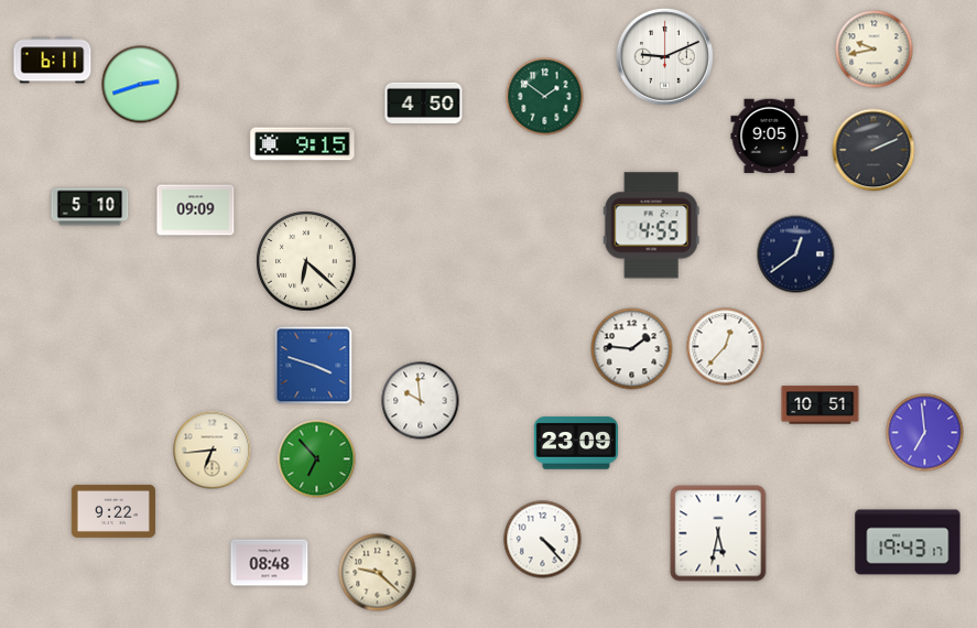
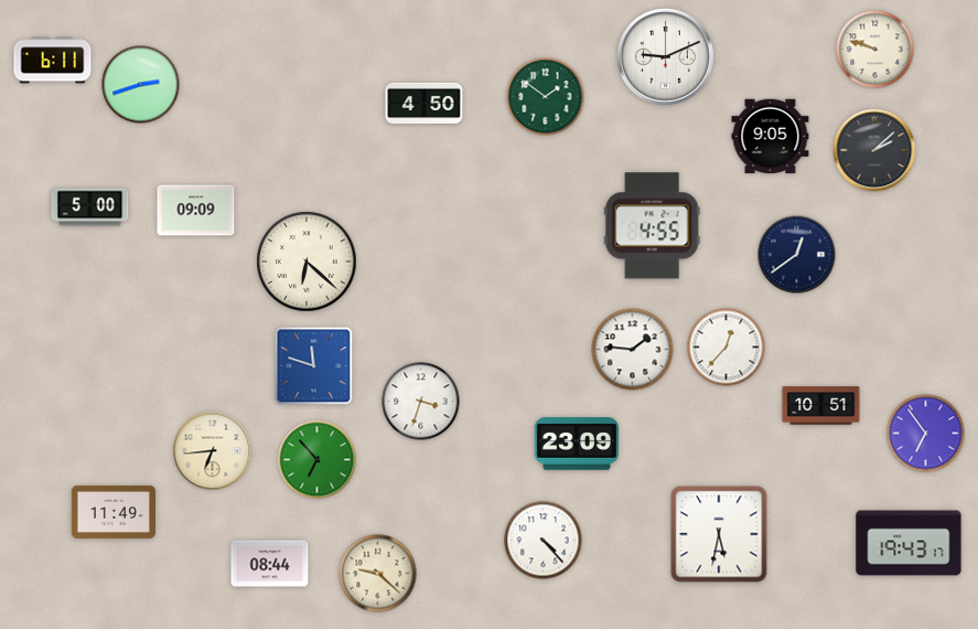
clock at (875, 50): 9:43 -> 9:48
clock at (303, 144): 9:15 -> none
clock at (873, 150): 2:11 -> 2:08
clock at (90, 207): 5:10 -> 5:00
clock at (314, 366): 3:48 -> 11:48
clock at (421, 401): 9:59 -> 3:33
clock at (925, 433): 6:59 -> 6:54
clock at (113, 511): 9:22 -> 11:49
clock at (270, 563): 08:48 -> 08:44
